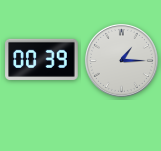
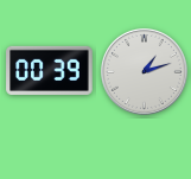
clock at (121, 60): 1:15 -> 1:12
